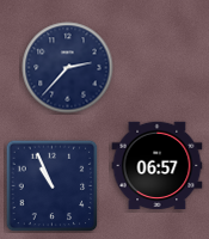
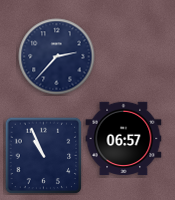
clock at (158, 166) position: (158, 166) -> (124, 139)
